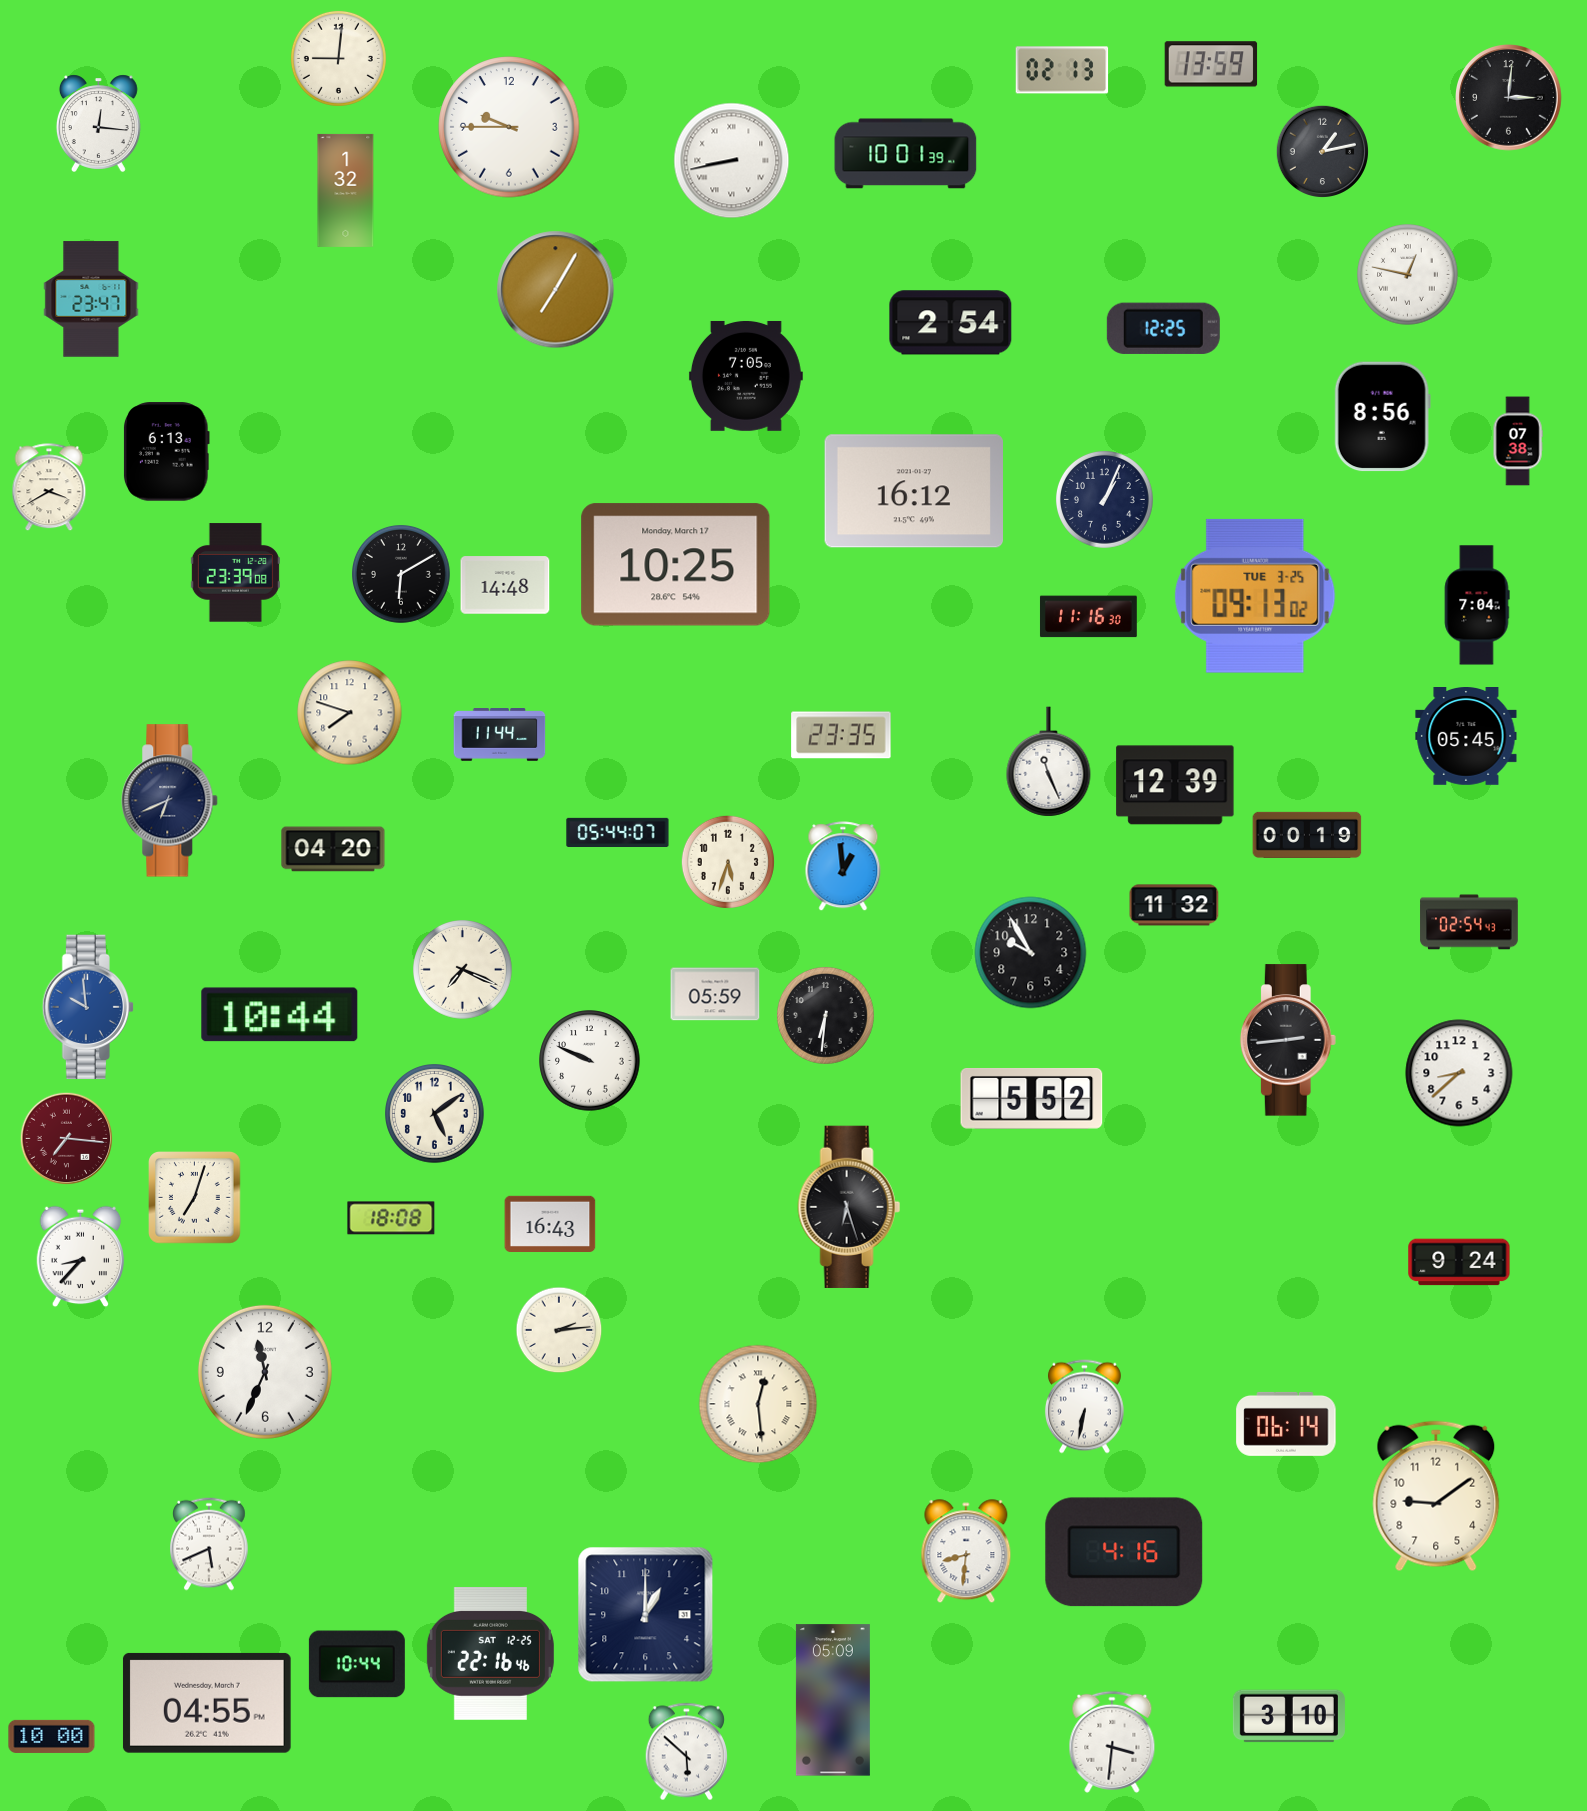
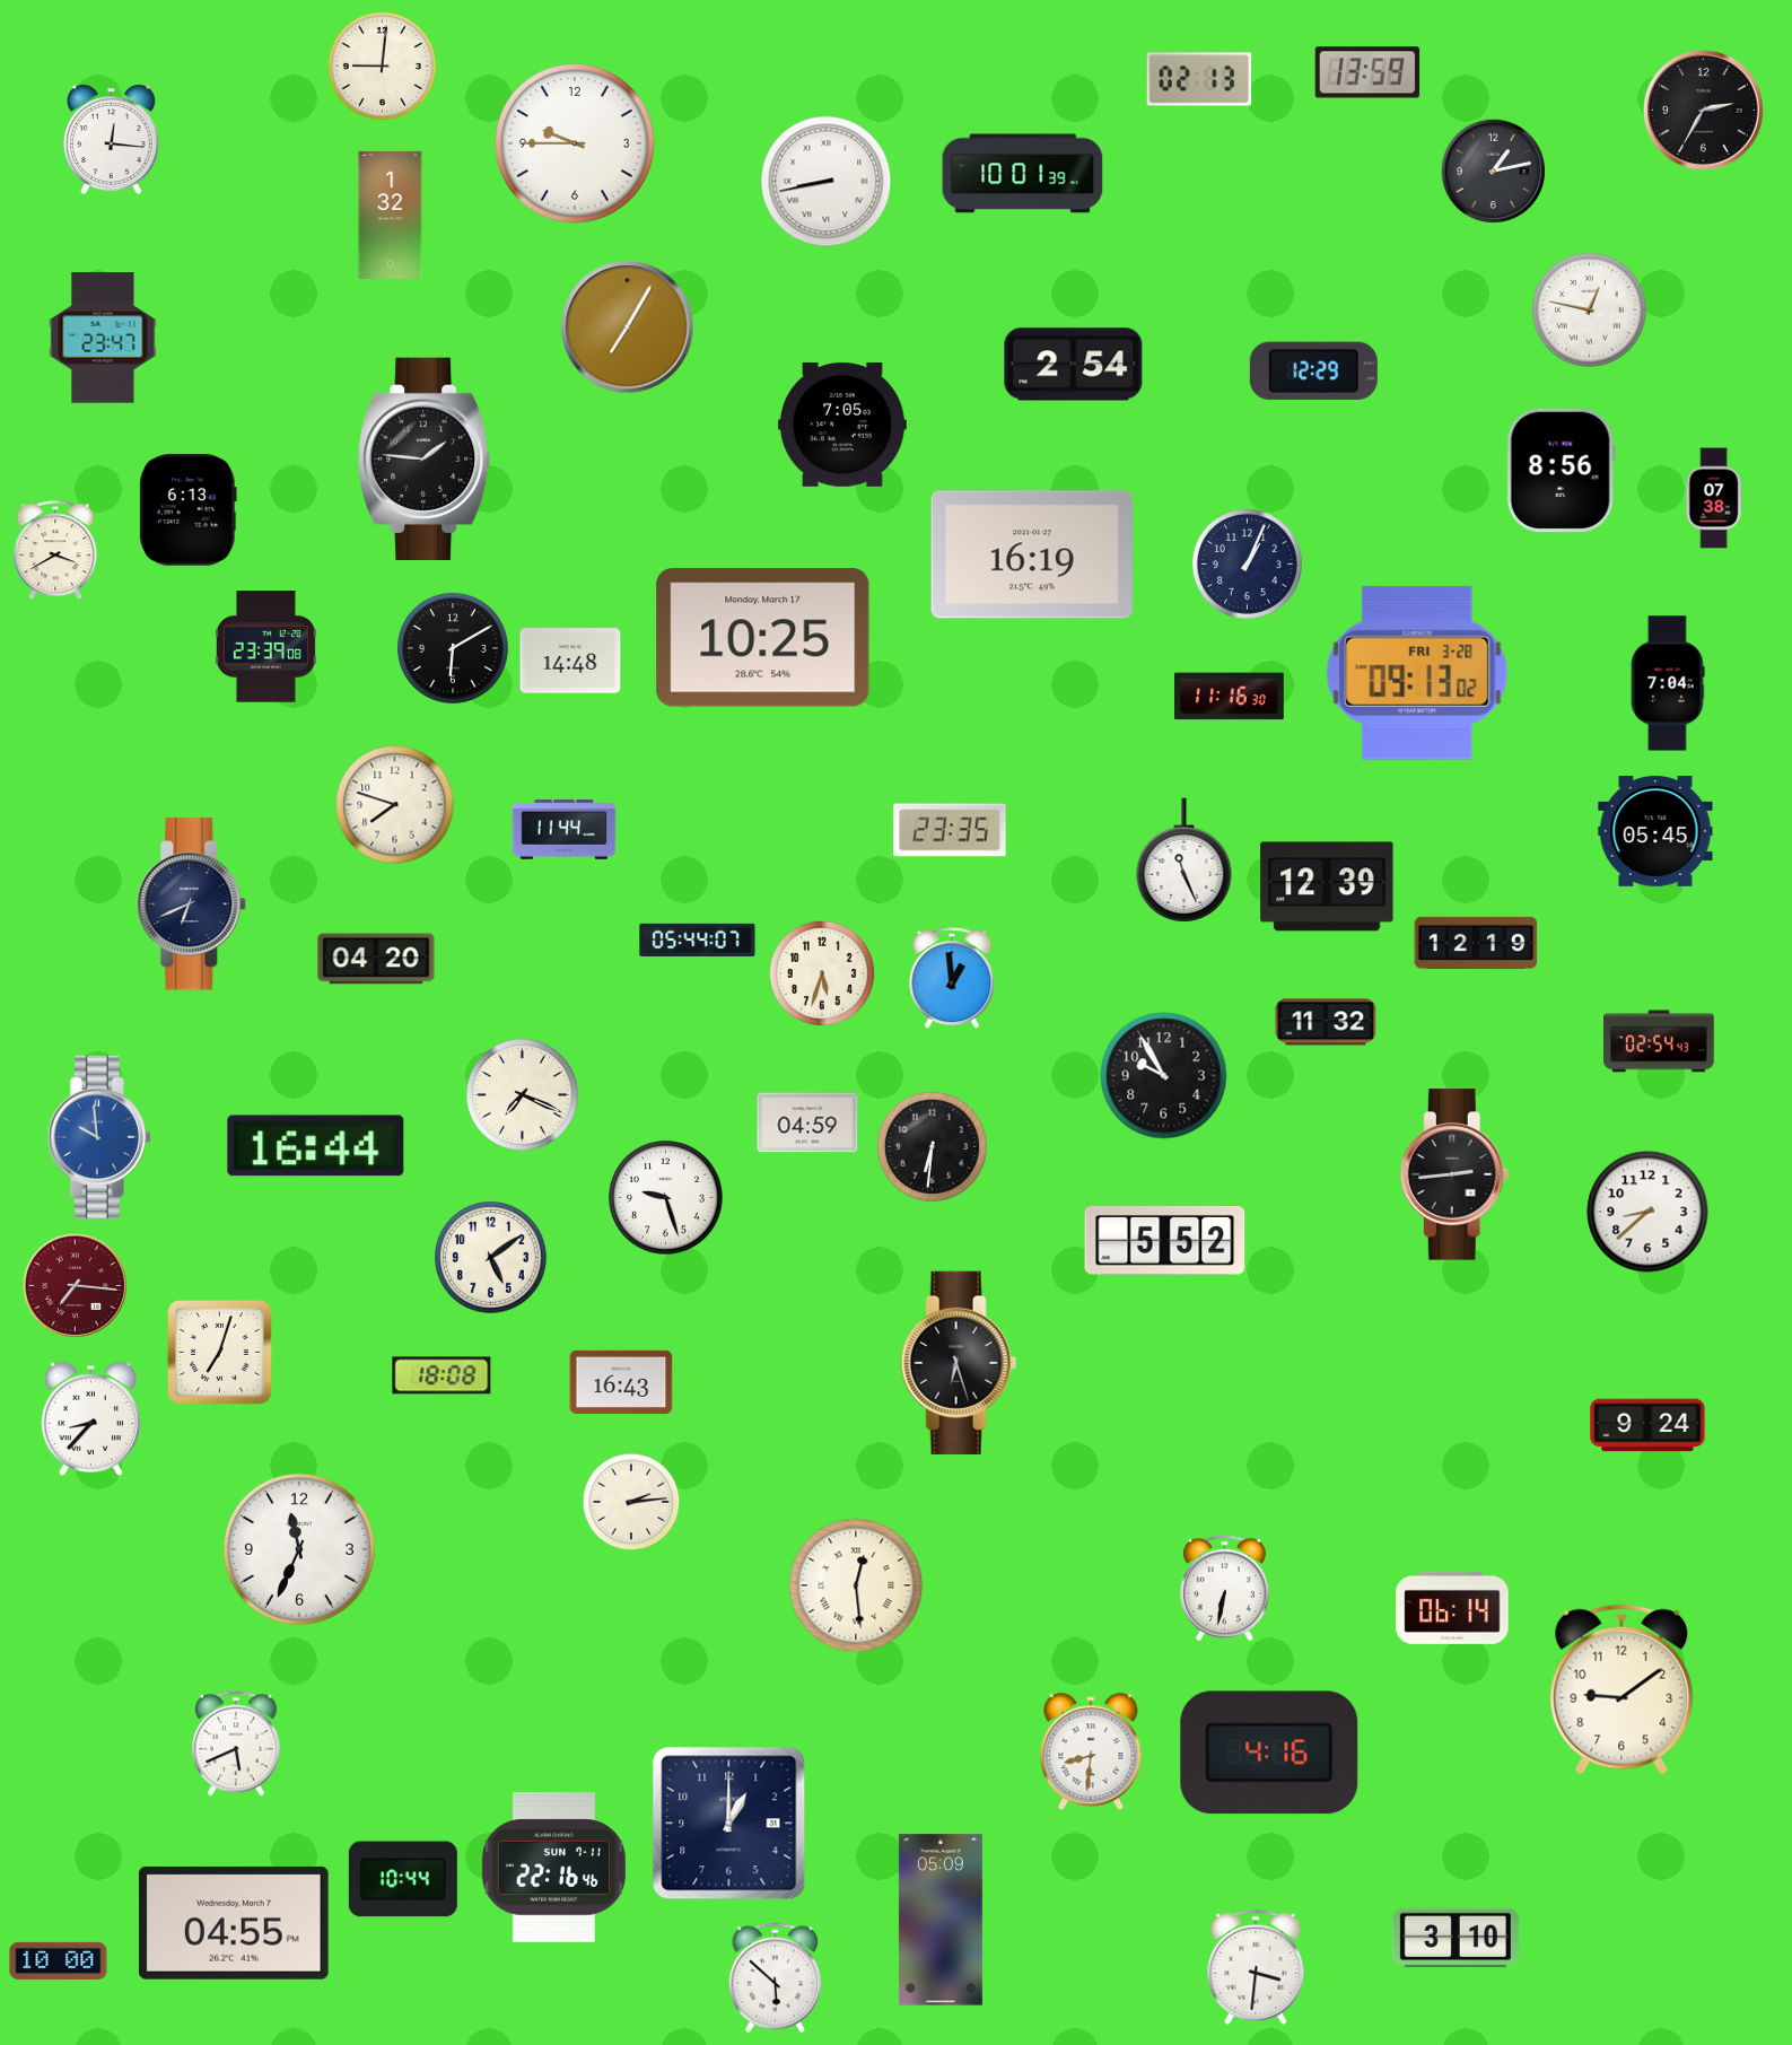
clock at (1509, 98): 3:01 -> 2:35
clock at (1163, 328): 12:25 -> 12:29
clock at (425, 458): none -> 1:46
clock at (913, 491): 16:12 -> 16:19
clock at (1255, 596) date: TUE 3-25 -> FRI 3-28
clock at (1307, 835): 00:19 -> 12:19
clock at (715, 994): 05:59 -> 04:59
clock at (280, 1015): 10:44 -> 16:44
clock at (590, 1061): 9:49 -> 9:27
clock at (490, 1654) date: SAT 12-25 -> SUN 7-11
